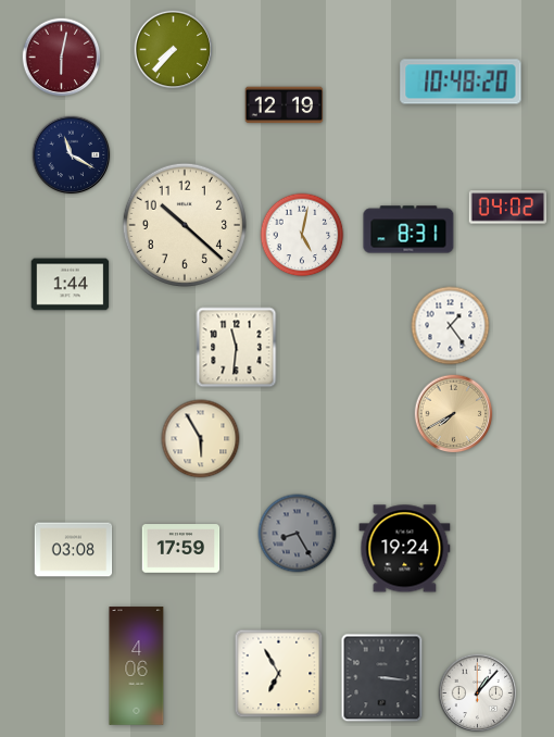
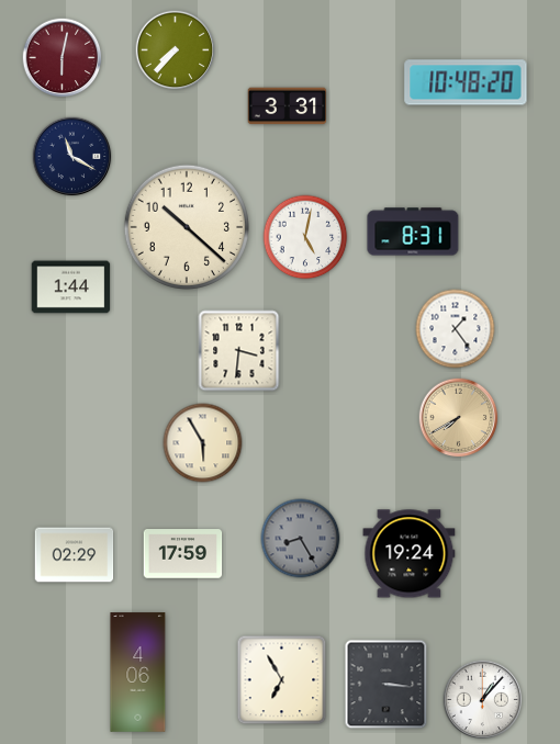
clock at (285, 105): 12:19 -> 3:31
clock at (508, 208): 04:02 -> none
clock at (237, 348): 11:31 -> 3:31
clock at (74, 550): 03:08 -> 02:29
